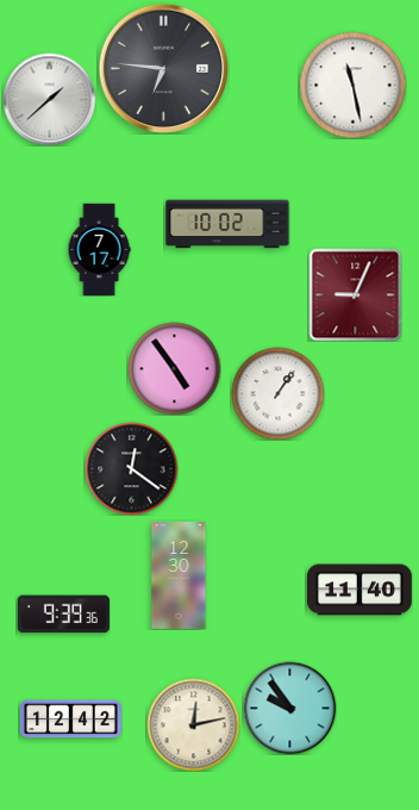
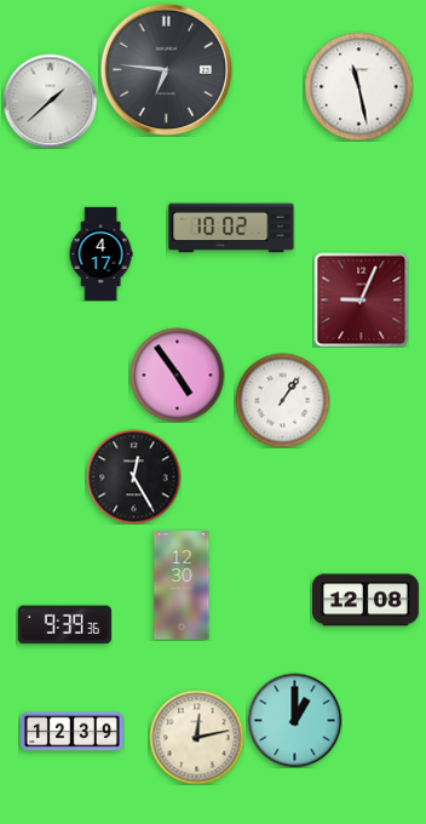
clock at (99, 249): 7:17 -> 4:17
clock at (131, 468): 12:21 -> 12:25
clock at (361, 590): 11:40 -> 12:08
clock at (289, 708): 9:54 -> 1:00
clock at (70, 719): 12:42 -> 12:39
